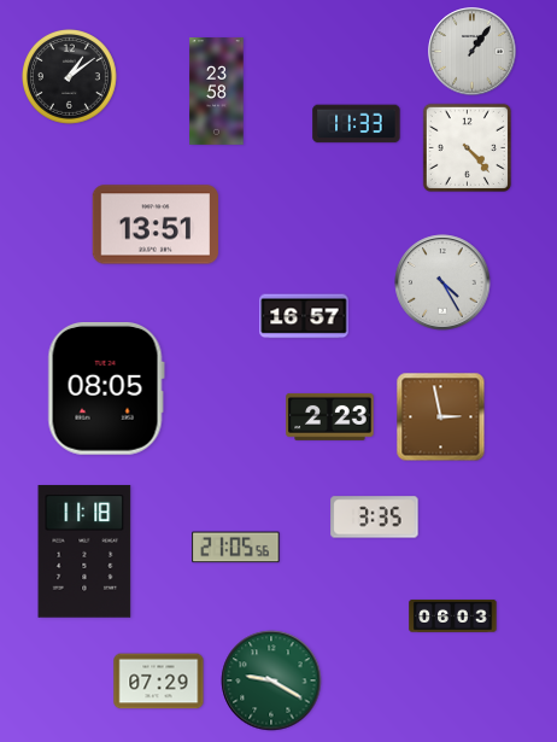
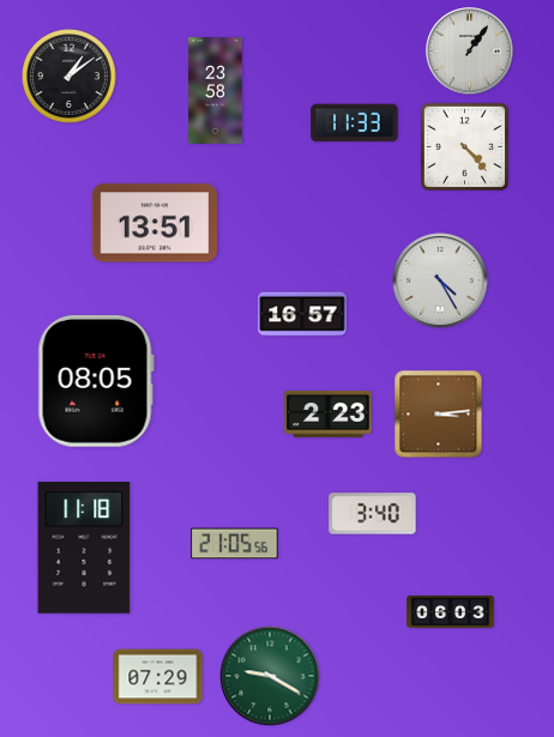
clock at (106, 390) position: (106, 390) -> (96, 382)
clock at (441, 417): 2:58 -> 3:14
clock at (375, 518): 3:35 -> 3:40
